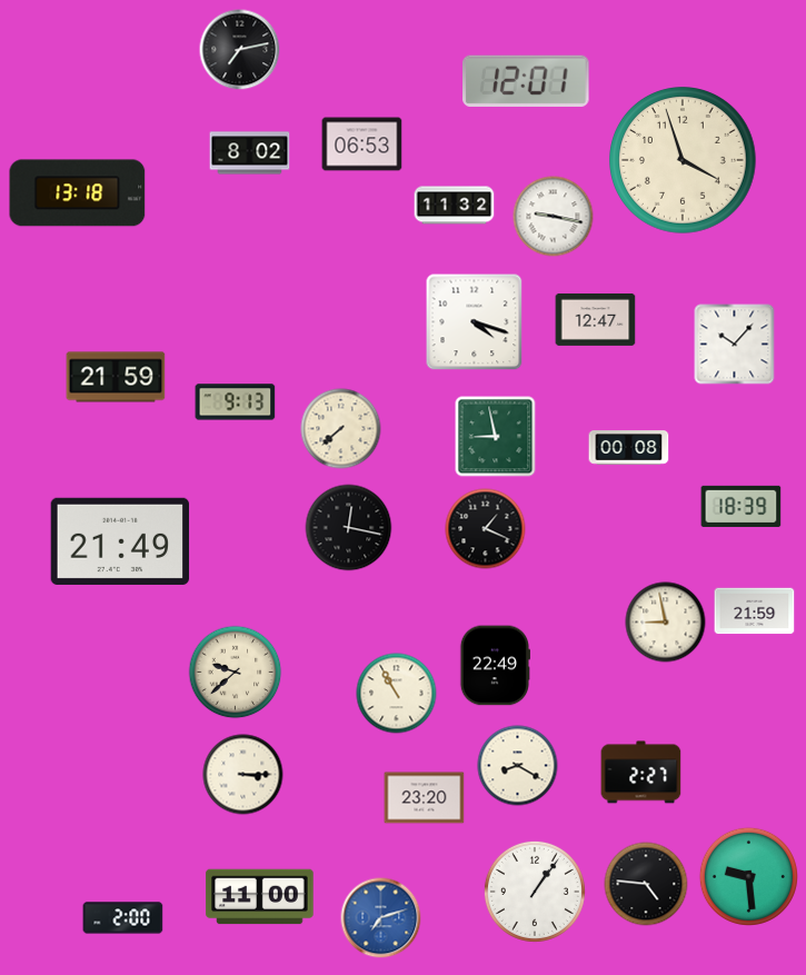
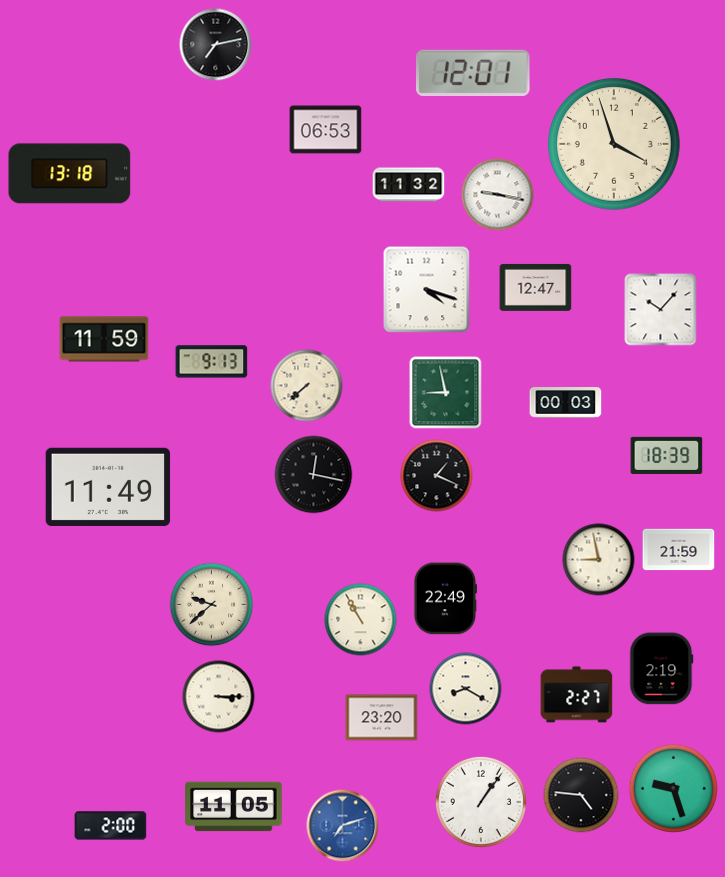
clock at (250, 153): 8:02 -> none
clock at (116, 377): 21:59 -> 11:59
clock at (629, 448): 00:08 -> 00:03
clock at (120, 541): 21:49 -> 11:49
clock at (397, 694) position: (397, 694) -> (361, 620)
clock at (662, 669): none -> 2:19
clock at (748, 876): 9:29 -> 9:27
clock at (260, 897): 11:00 -> 11:05
